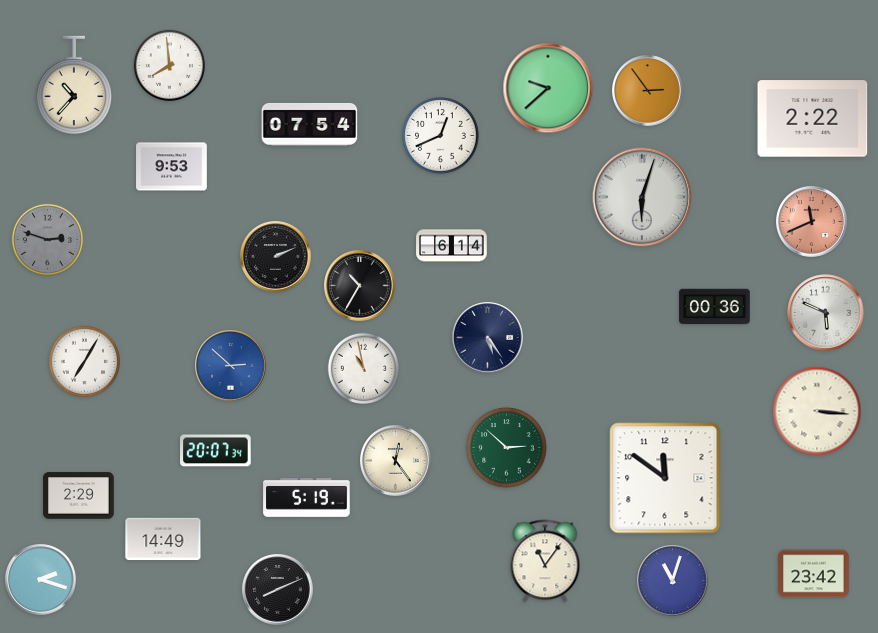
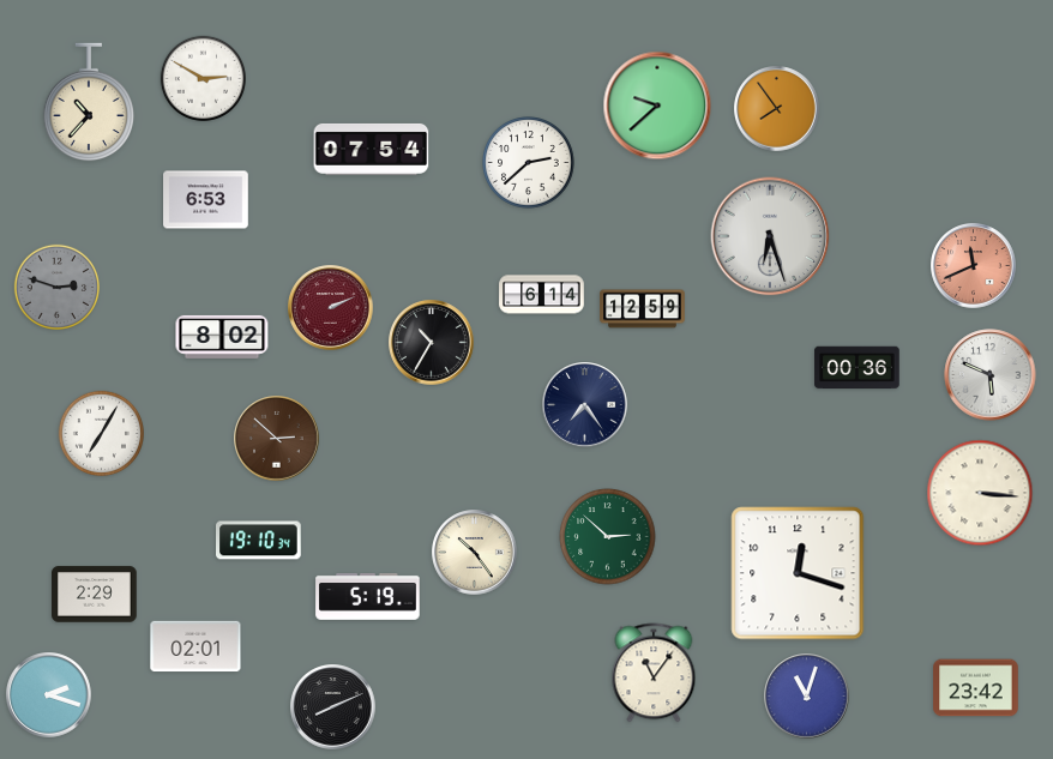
clock at (169, 65): 7:59 -> 2:50
clock at (648, 91): 2:54 -> 7:54
clock at (813, 119): 2:22 -> none
clock at (441, 136): 12:41 -> 2:38
clock at (172, 167): 9:53 -> 6:53
clock at (642, 197): 6:03 -> 6:27
clock at (276, 257) dial: black -> burgundy
clock at (643, 309): none -> 12:59
clock at (222, 337): none -> 8:02
clock at (488, 338): 5:24 -> 7:24
clock at (231, 366) dial: blue -> brown
clock at (363, 368): 10:58 -> none
clock at (216, 451): 20:07 -> 19:10
clock at (396, 461): 12:24 -> 10:24
clock at (665, 478): 11:51 -> 12:18
clock at (163, 539): 14:49 -> 02:01
